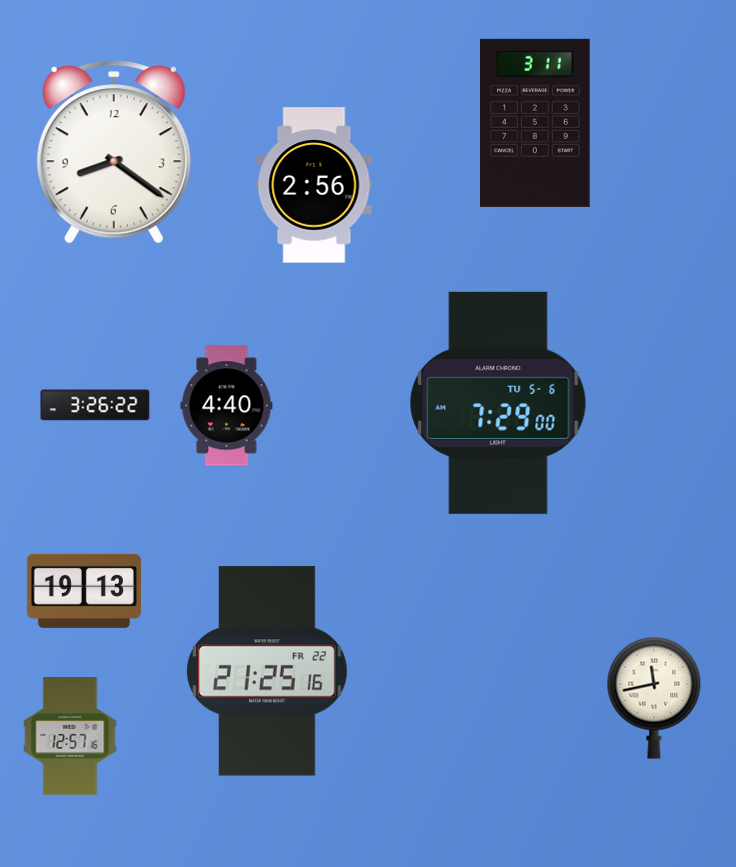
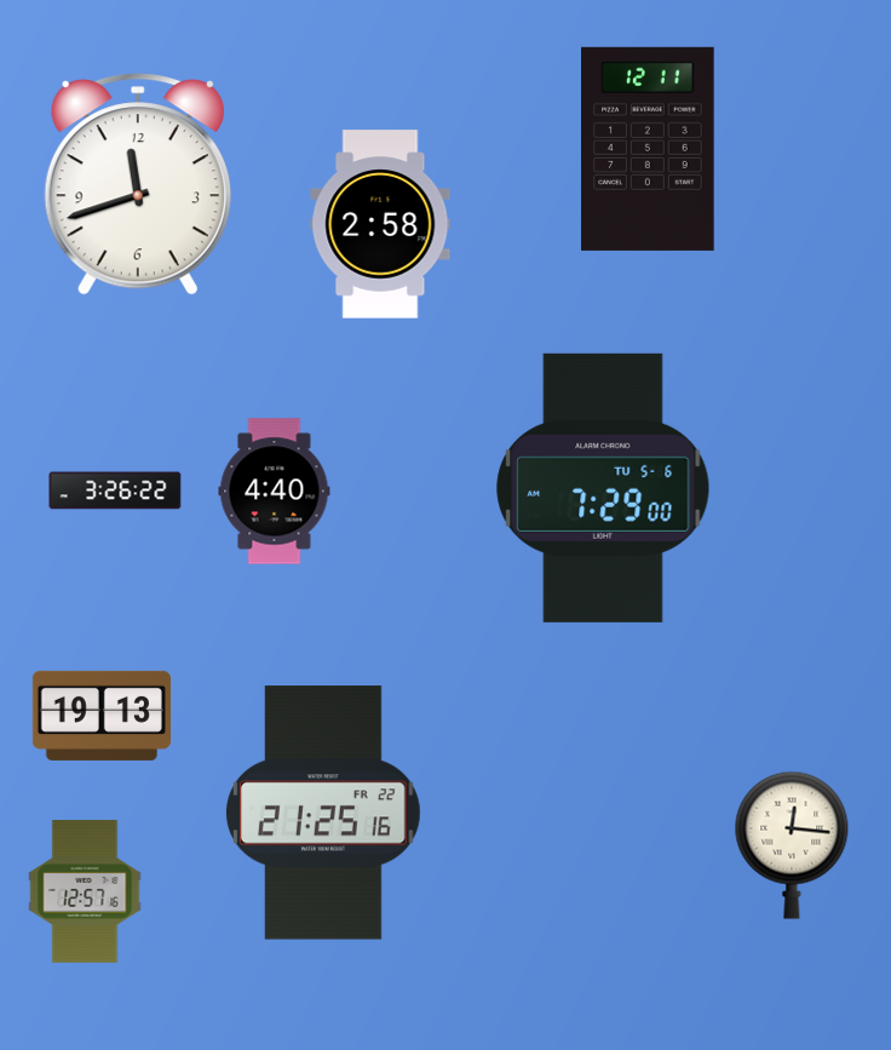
clock at (535, 123): 3:11 -> 12:11
clock at (114, 152): 8:21 -> 11:42
clock at (314, 185): 2:56 -> 2:58
clock at (654, 698): 11:43 -> 12:16
